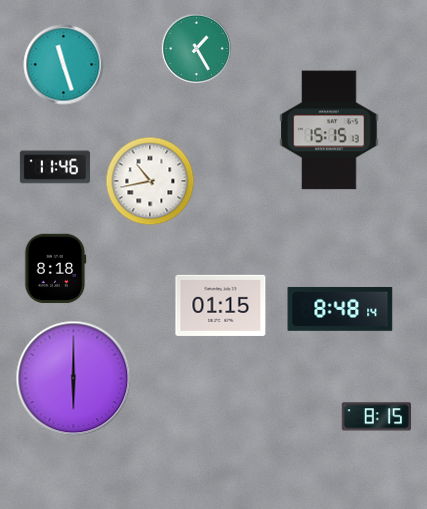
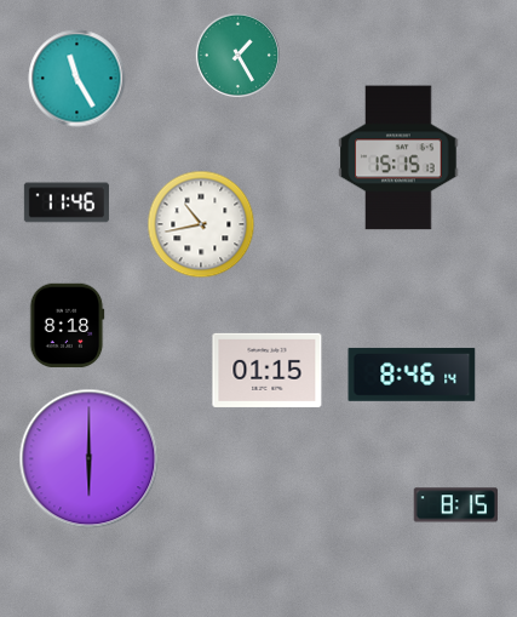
clock at (196, 48) position: (196, 48) -> (237, 55)
clock at (64, 65): 11:27 -> 11:25
clock at (150, 181) position: (150, 181) -> (201, 224)
clock at (340, 309): 8:48 -> 8:46
